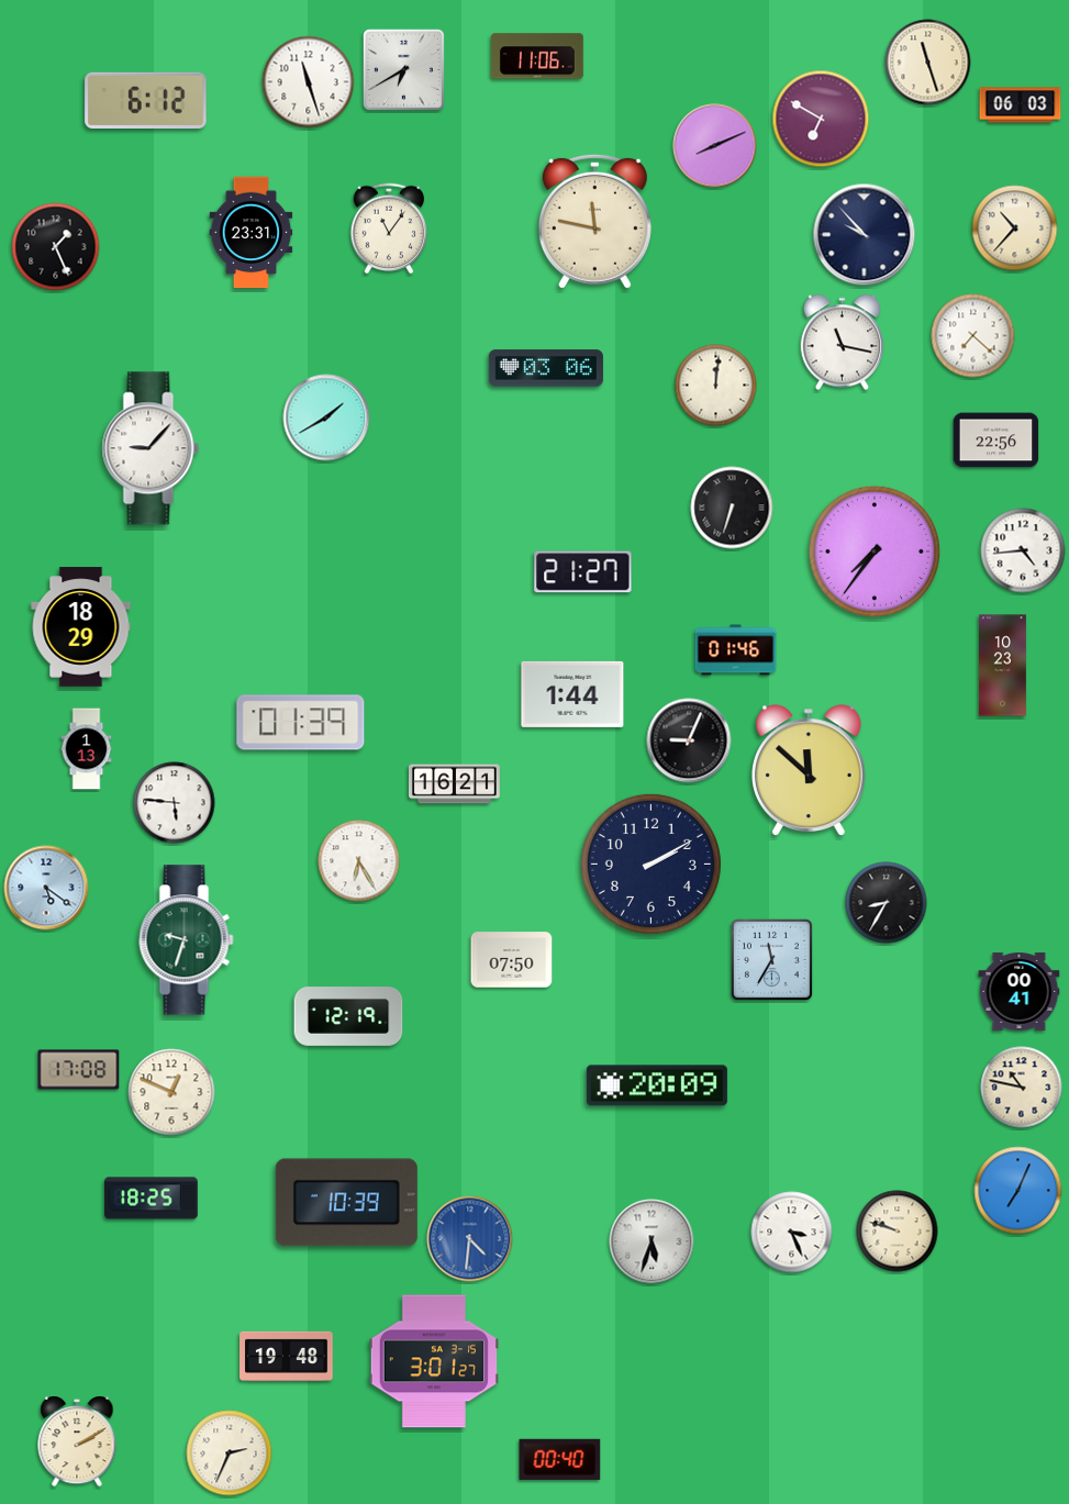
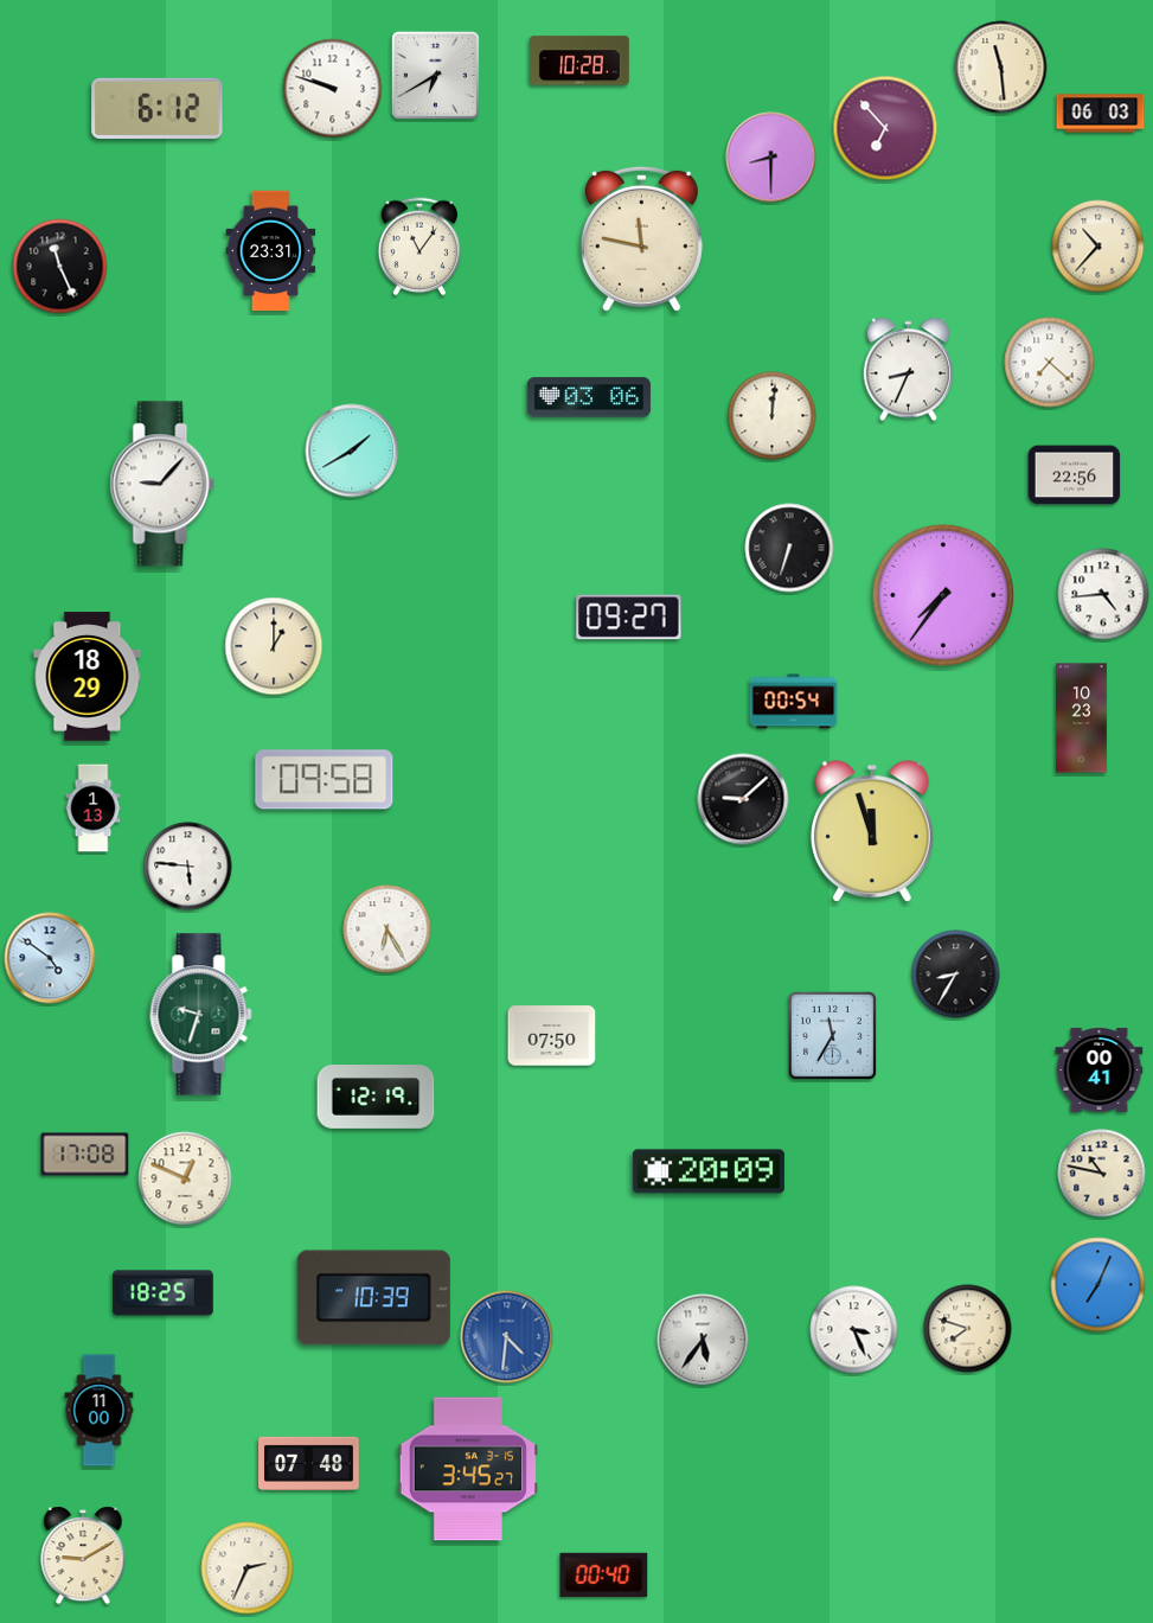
clock at (537, 56): 11:06 -> 10:28
clock at (928, 63): 11:27 -> 11:29
clock at (309, 82): 11:27 -> 9:48
clock at (821, 119): 6:50 -> 6:53
clock at (715, 146): 8:11 -> 8:30
clock at (1015, 229) position: (1015, 229) -> (1098, 247)
clock at (865, 235): 9:53 -> none
clock at (56, 247): 1:26 -> 11:26
clock at (843, 343): 11:17 -> 8:34
clock at (583, 572): 21:27 -> 09:27
clock at (274, 646): none -> 1:00
clock at (736, 650): 01:46 -> 00:54
clock at (572, 694): 1:44 -> none
clock at (301, 723): 01:39 -> 09:58
clock at (689, 740): 9:04 -> 9:08
clock at (809, 770): 11:52 -> 11:57
clock at (454, 784): 16:21 -> none
clock at (650, 864): 2:10 -> none
clock at (46, 888): 5:21 -> 4:51
clock at (898, 1232): 9:48 -> 7:48
clock at (652, 1241): 5:33 -> 5:36
clock at (100, 1411): none -> 11:00
clock at (287, 1356): 19:48 -> 07:48
clock at (434, 1361): 3:01 -> 3:45
clock at (77, 1442): 2:10 -> 9:10
